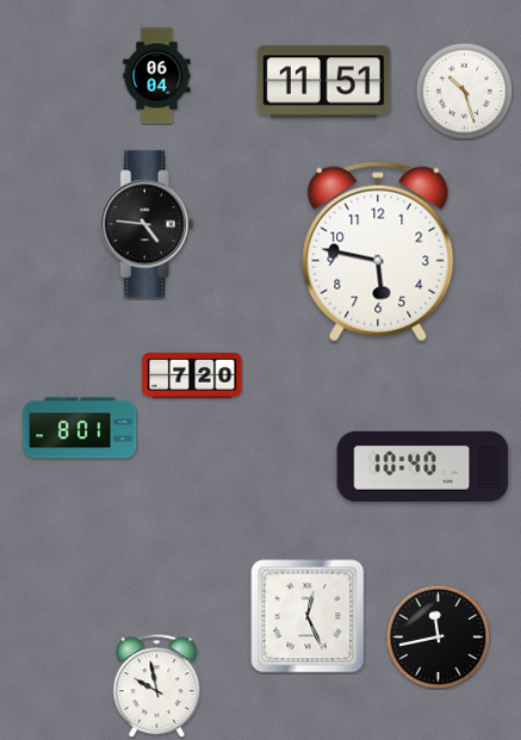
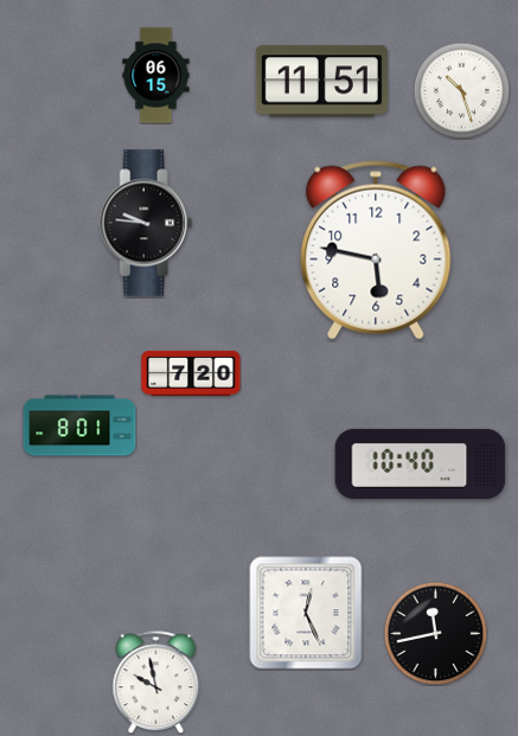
clock at (157, 76): 06:04 -> 06:15
clock at (147, 224): 4:46 -> 9:46
